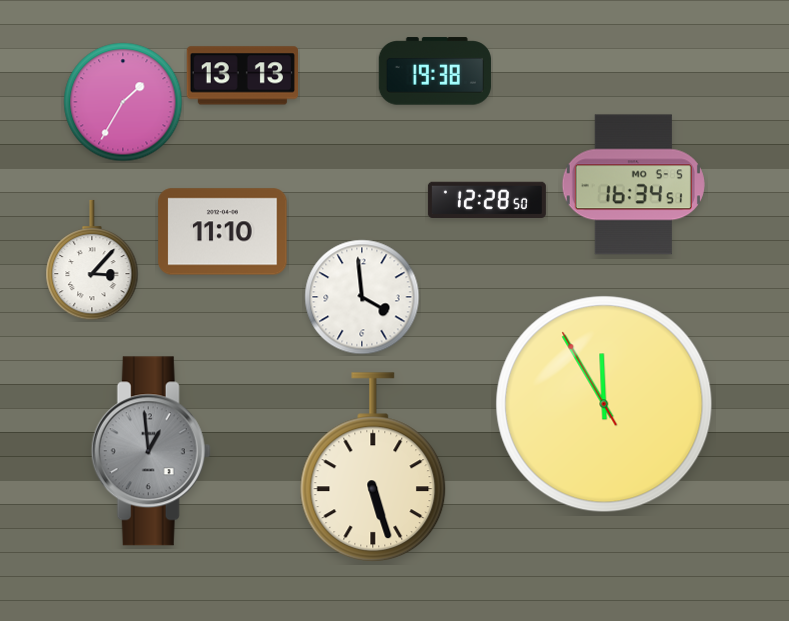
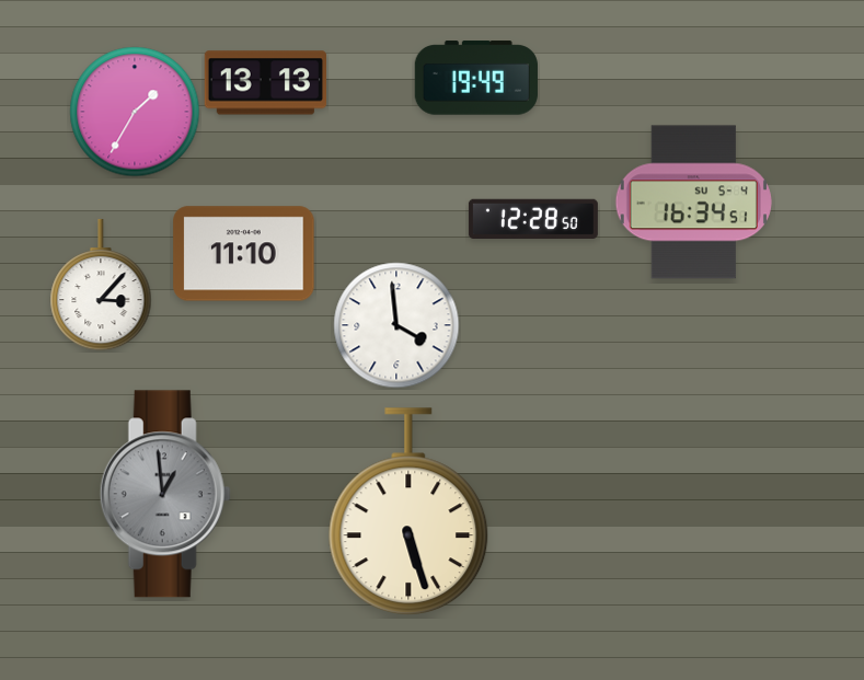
clock at (435, 71): 19:38 -> 19:49
clock at (633, 185) date: MO 5-5 -> SU 5-4
clock at (604, 404): 11:54 -> none
